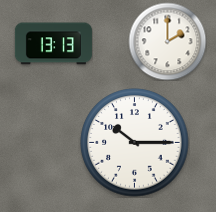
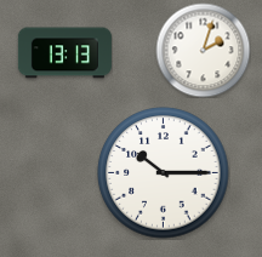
clock at (167, 41): 2:00 -> 2:03
